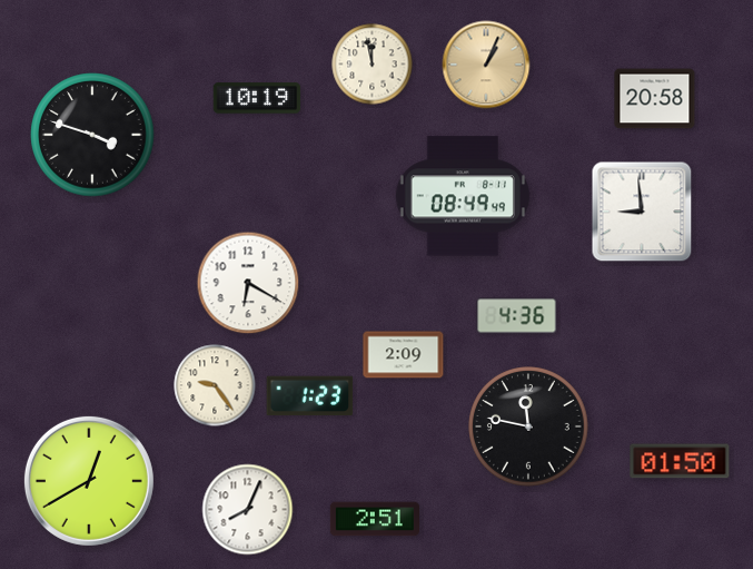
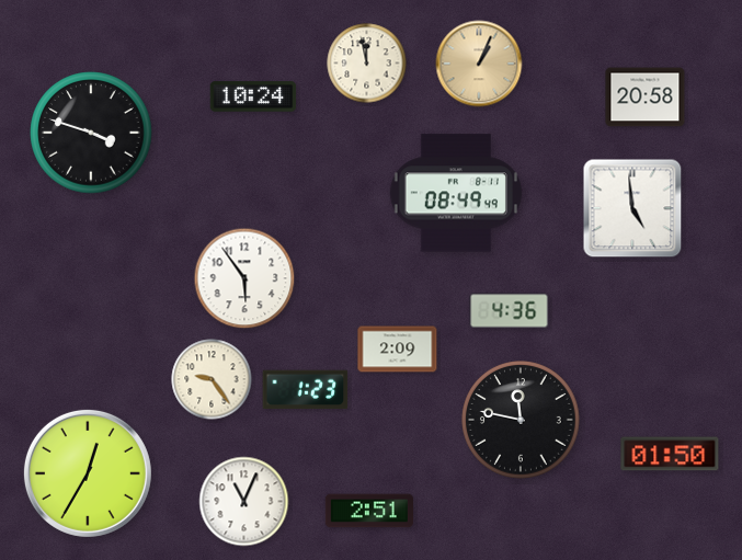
clock at (257, 98): 10:19 -> 10:24
clock at (642, 212): 8:59 -> 4:59
clock at (248, 283): 6:20 -> 5:54
clock at (89, 481): 12:40 -> 12:35
clock at (248, 510): 8:04 -> 11:04
